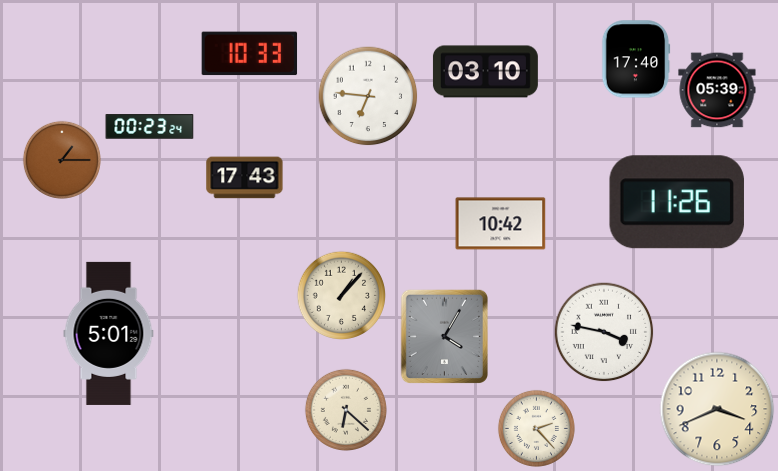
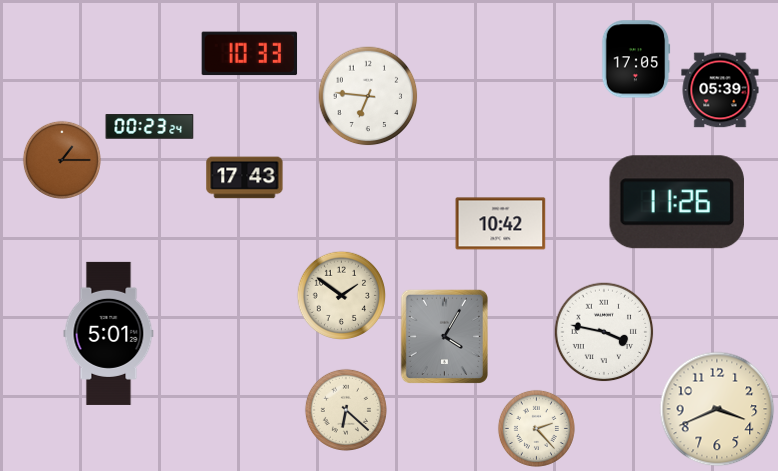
clock at (636, 59): 17:40 -> 17:05
clock at (485, 72): 03:10 -> none
clock at (717, 90) position: (717, 90) -> (720, 90)
clock at (341, 295): 1:07 -> 1:51
